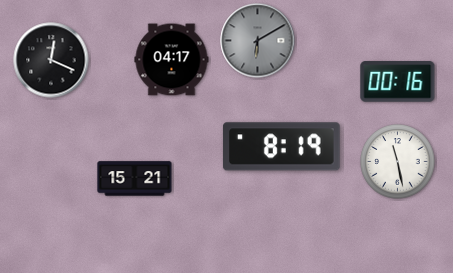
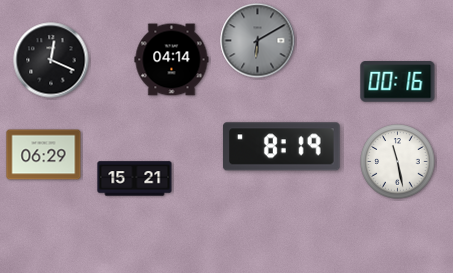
clock at (172, 60): 04:17 -> 04:14
clock at (44, 155): none -> 06:29
